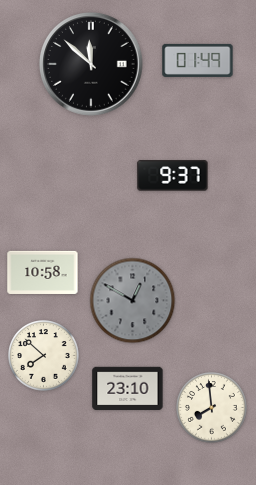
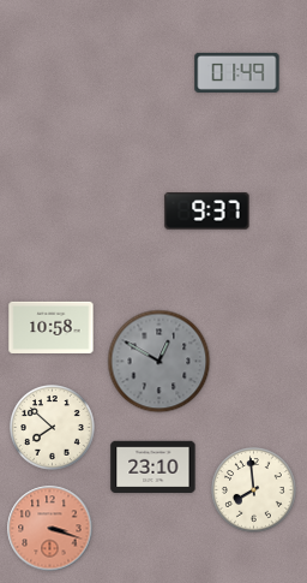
clock at (92, 65): 11:52 -> none
clock at (50, 529): none -> 3:18
